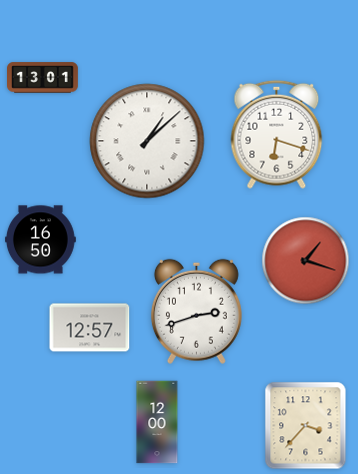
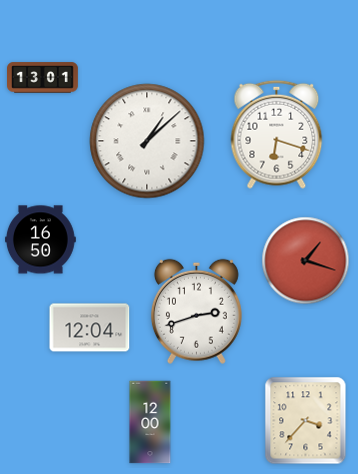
clock at (90, 328): 12:57 -> 12:04
clock at (157, 422) position: (157, 422) -> (150, 422)
clock at (306, 426) position: (306, 426) -> (306, 421)
